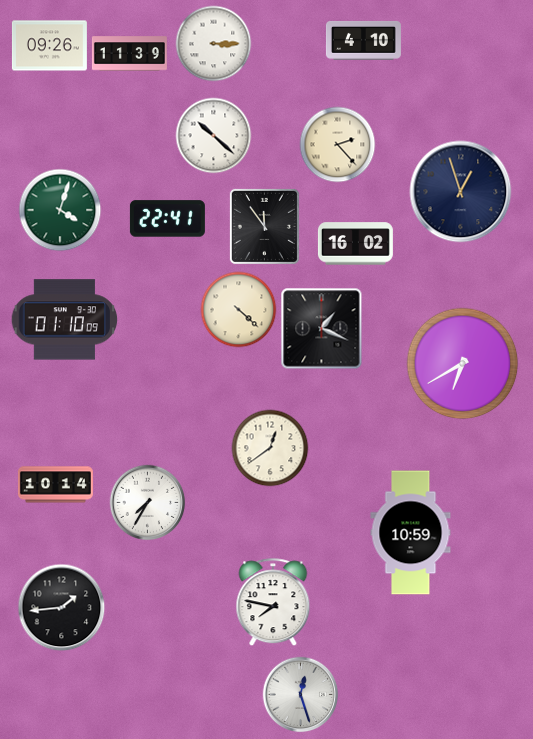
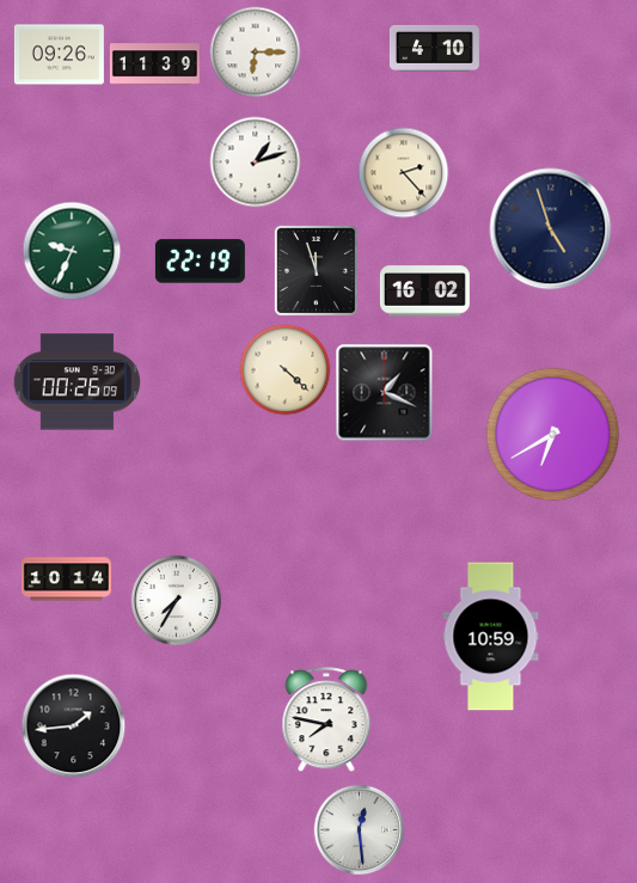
clock at (214, 44): 3:15 -> 6:15
clock at (214, 136): 10:22 -> 1:12
clock at (461, 192): 12:57 -> 4:57
clock at (60, 210): 4:03 -> 9:34
clock at (167, 219): 22:41 -> 22:19
clock at (264, 226): 11:54 -> 11:57
clock at (65, 320): 01:10 -> 00:26
clock at (270, 448): 12:39 -> none
clock at (301, 695): 12:27 -> 12:29
